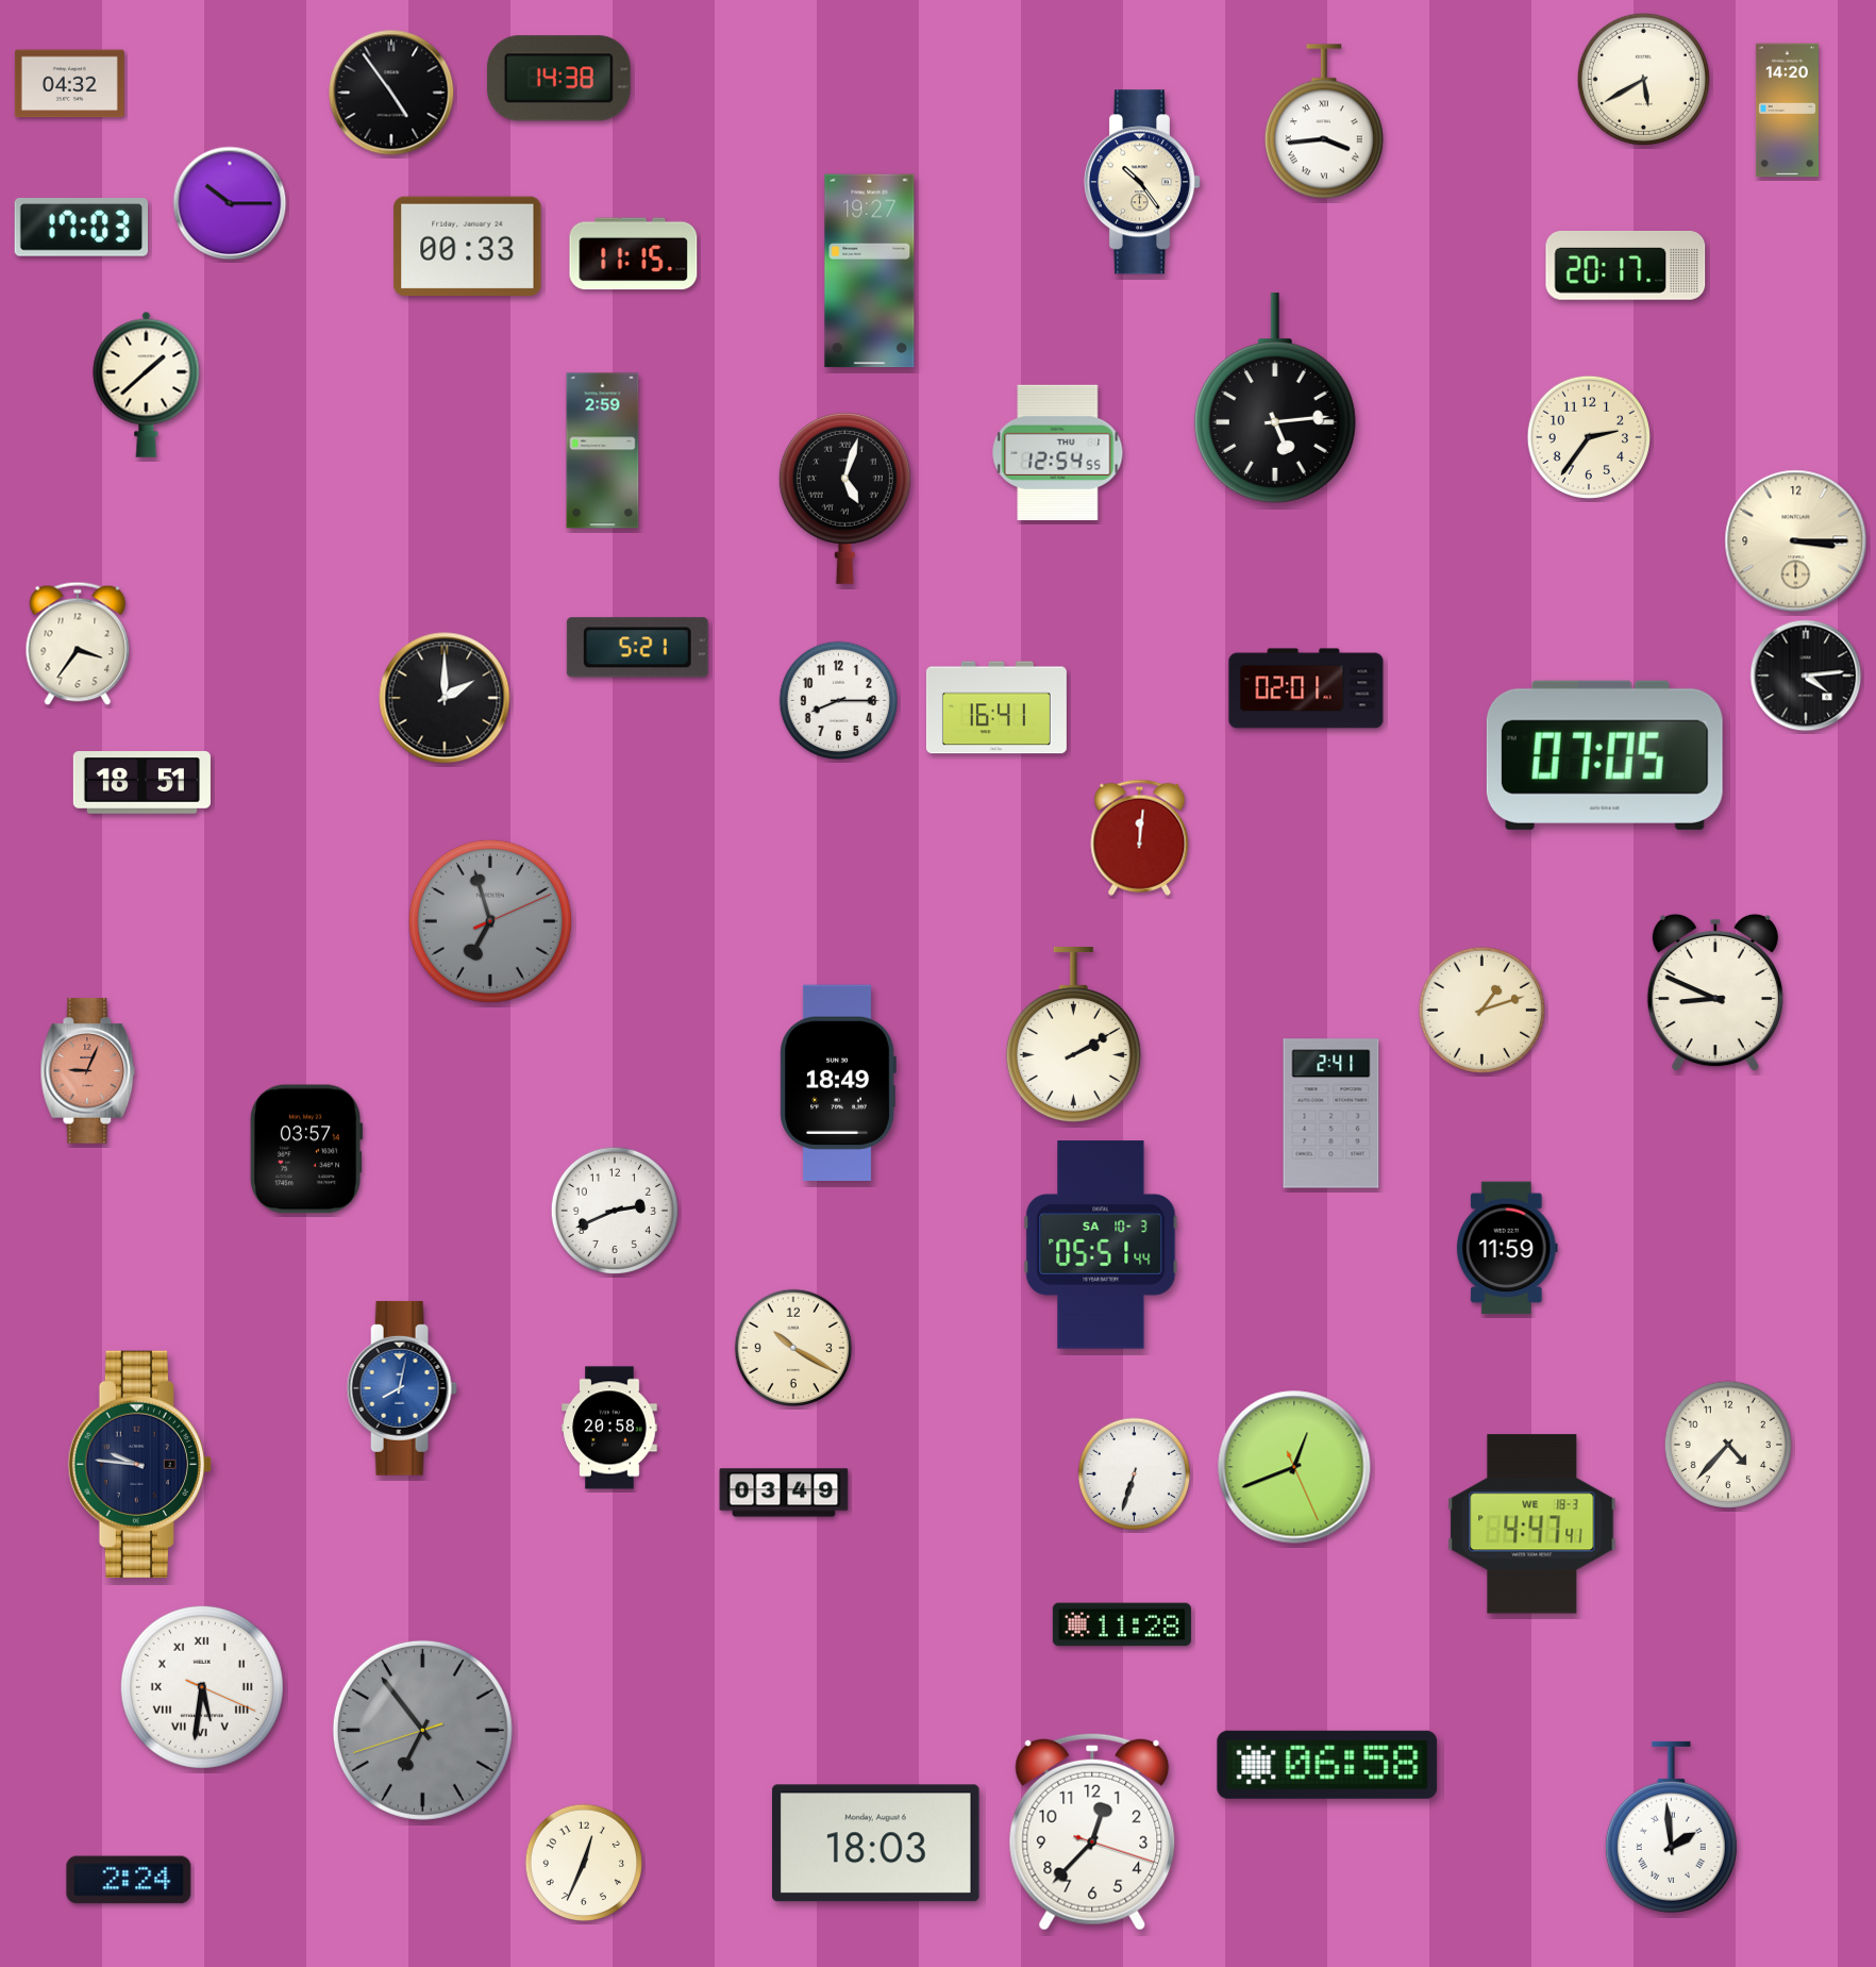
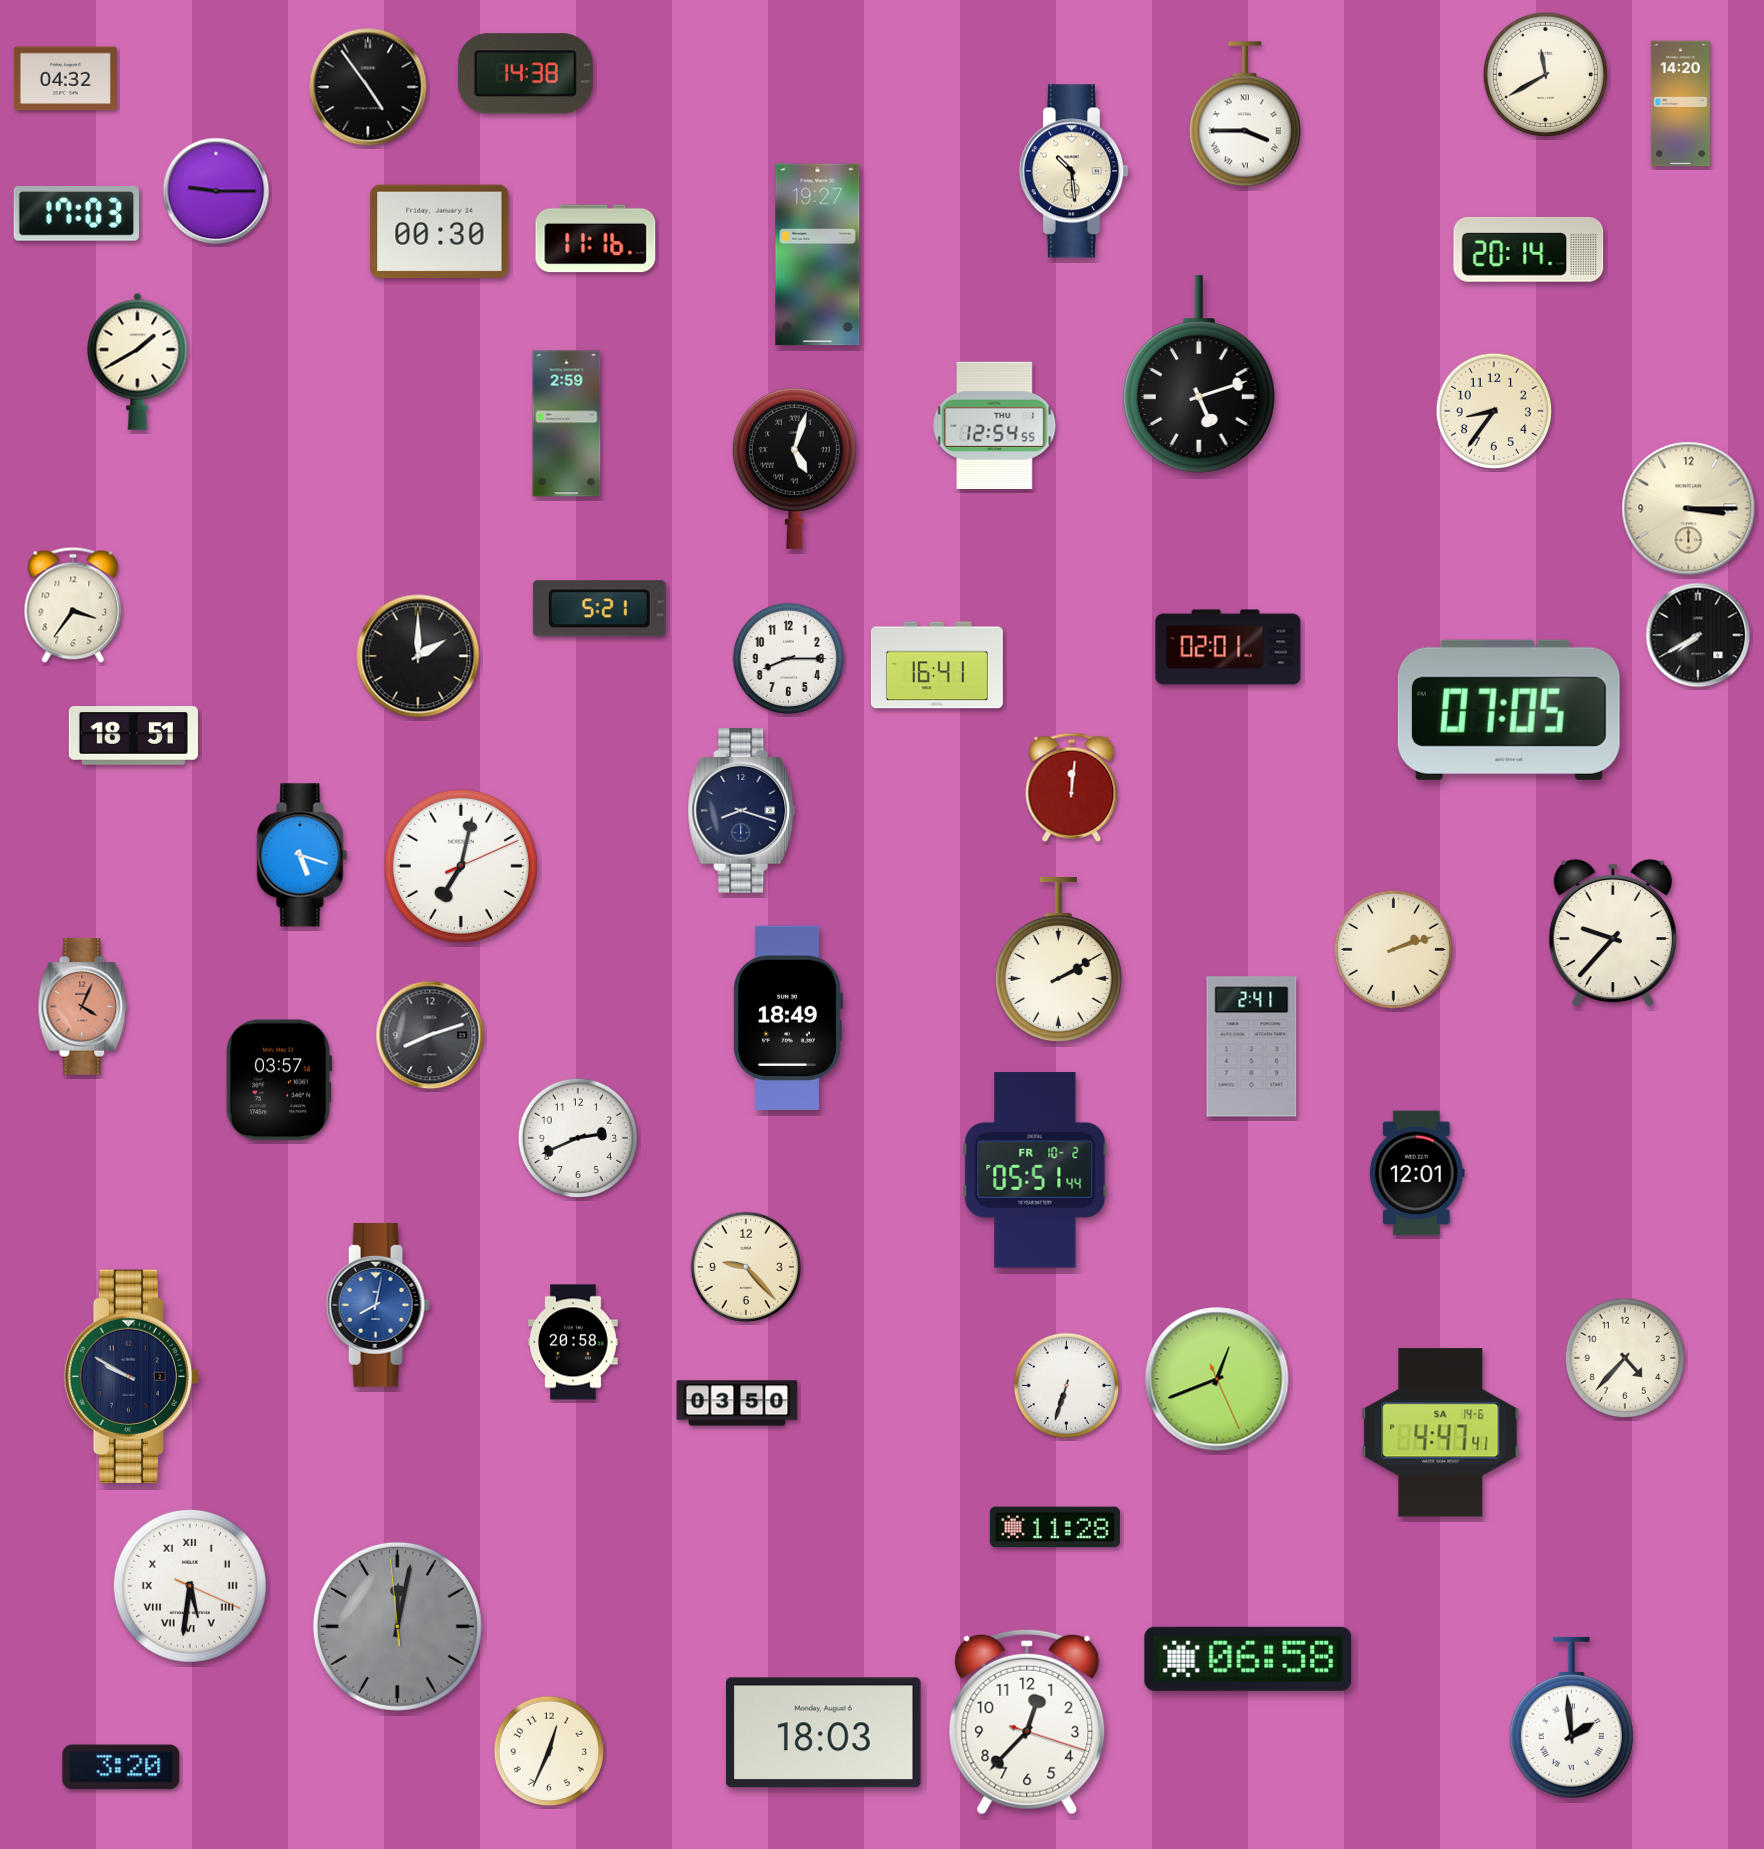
clock at (1643, 79): 5:40 -> 11:40
clock at (1324, 121): 3:44 -> 3:45
clock at (1141, 182): 10:24 -> 10:29
clock at (230, 203): 10:15 -> 9:15
clock at (468, 247): 00:33 -> 00:30
clock at (634, 254): 11:15 -> 11:16
clock at (1626, 265): 20:17 -> 20:14
clock at (147, 384): 1:38 -> 1:40
clock at (1275, 398): 5:14 -> 5:12
clock at (1588, 436): 2:36 -> 8:36
clock at (1806, 676): 4:14 -> 7:40
clock at (742, 811): none -> 8:18
clock at (302, 855): none -> 5:18
clock at (490, 921): 6:57 -> 7:02
clock at (490, 921) dial: grey -> white
clock at (1715, 993): 8:49 -> 9:37
clock at (1481, 1010): 1:12 -> 2:12
clock at (1073, 1035) position: (1073, 1035) -> (1058, 960)
clock at (88, 1071): 9:04 -> 4:04
clock at (430, 1035): none -> 8:12
clock at (306, 1149) position: (306, 1149) -> (279, 1080)
clock at (1101, 1245) date: SA 10-3 -> FR 10-2
clock at (1507, 1248): 11:59 -> 12:01
clock at (793, 1348): 10:20 -> 9:23
clock at (139, 1464): 9:46 -> 9:50
clock at (784, 1493): 03:49 -> 03:50
clock at (1532, 1524) date: WE 18-3 -> SA 14-6
clock at (422, 1730): 6:53 -> 12:01
clock at (129, 1880): 2:24 -> 3:20
